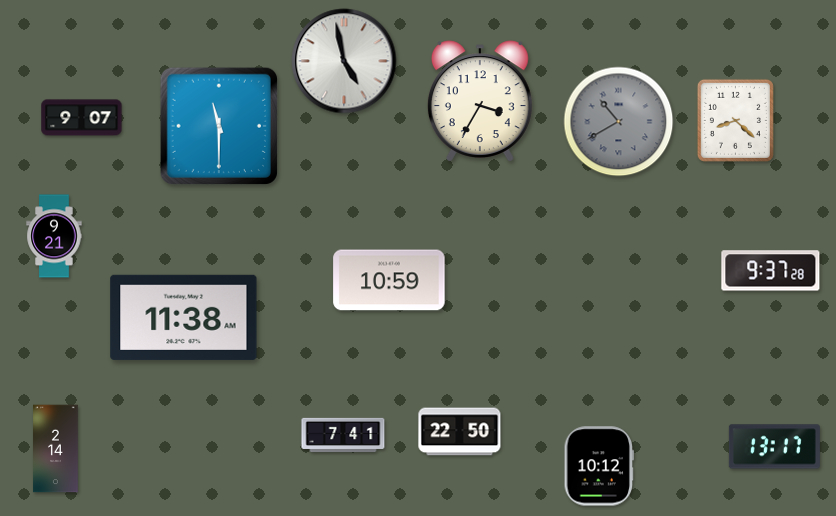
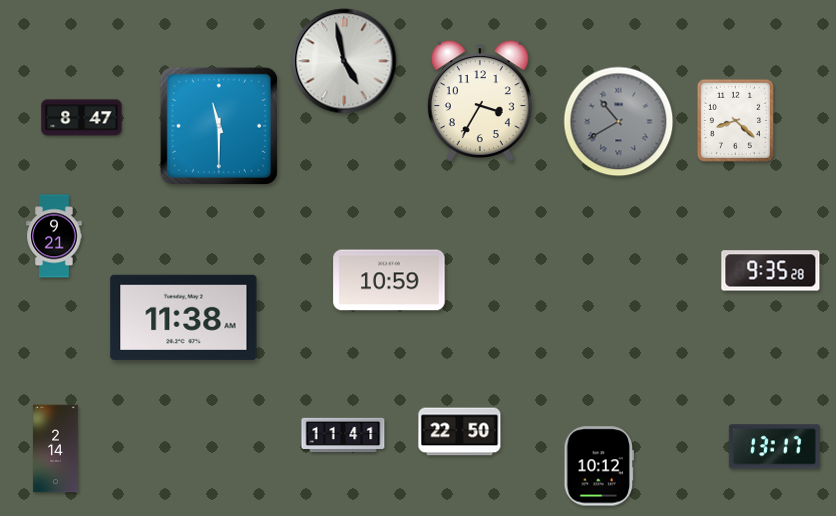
clock at (82, 118): 9:07 -> 8:47
clock at (771, 271): 9:37 -> 9:35
clock at (343, 434): 7:41 -> 11:41
